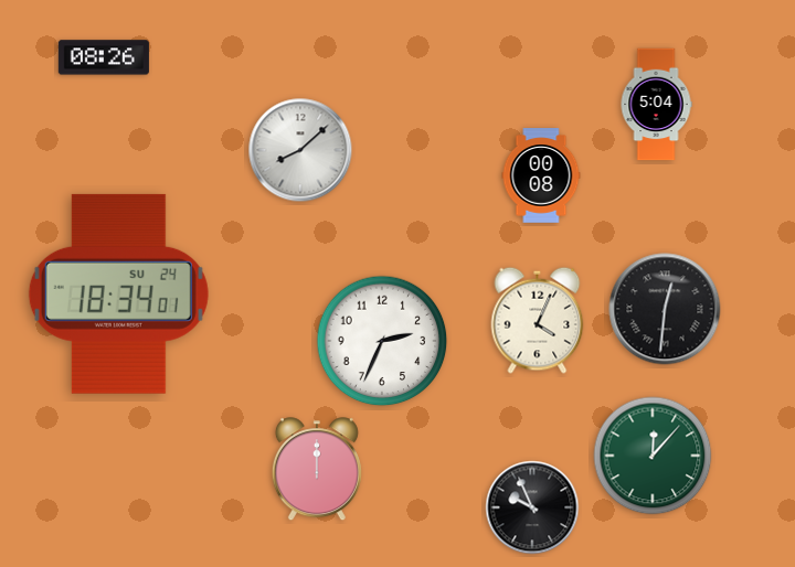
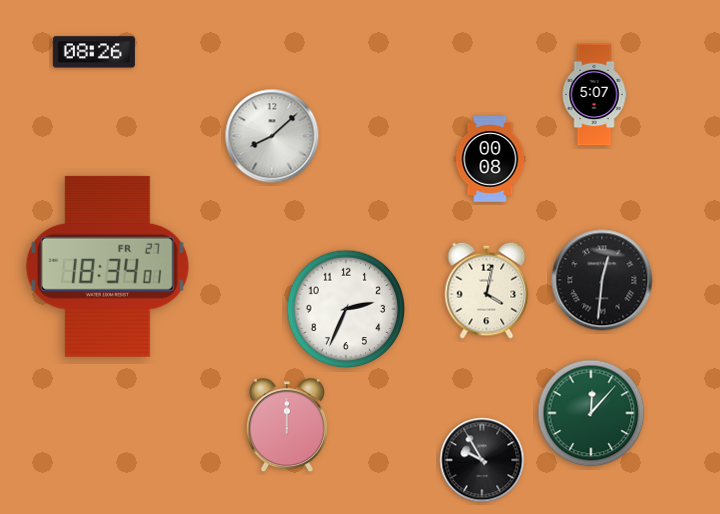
clock at (656, 105): 5:04 -> 5:07
clock at (118, 293) date: SU 24 -> FR 27
clock at (538, 320): 4:04 -> 4:02
clock at (532, 507): 9:56 -> 9:55
